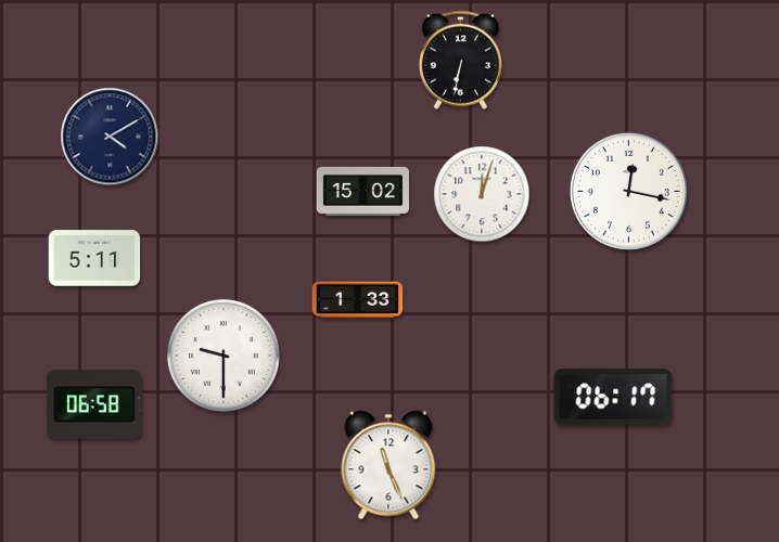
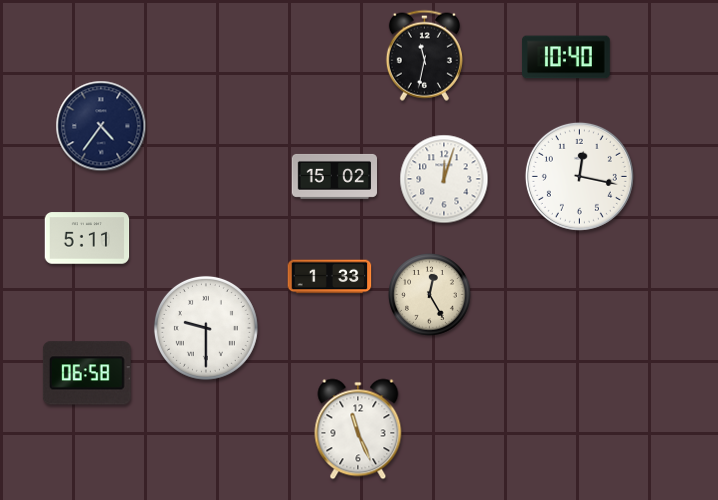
clock at (460, 60): 6:32 -> 11:32
clock at (567, 57): none -> 10:40
clock at (110, 137): 4:10 -> 4:36
clock at (430, 295): none -> 12:25
clock at (613, 397): 06:17 -> none
